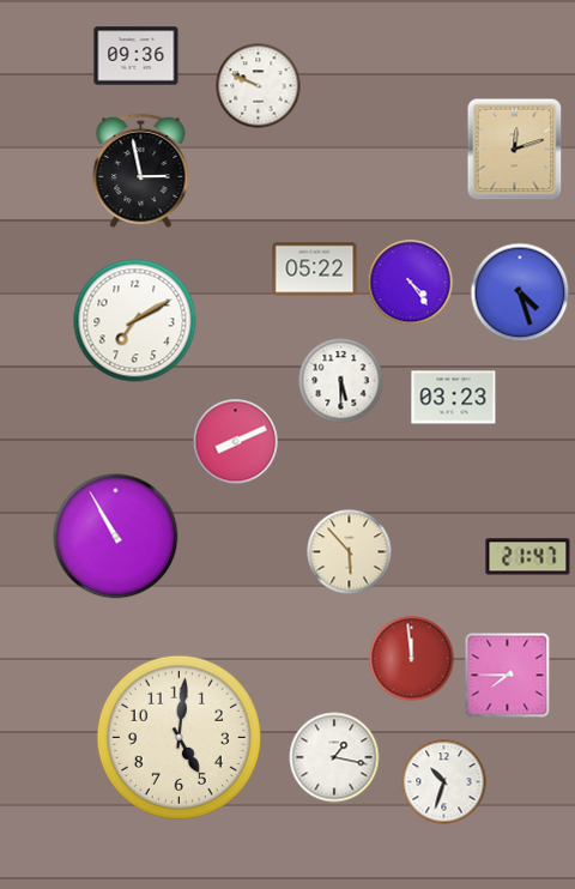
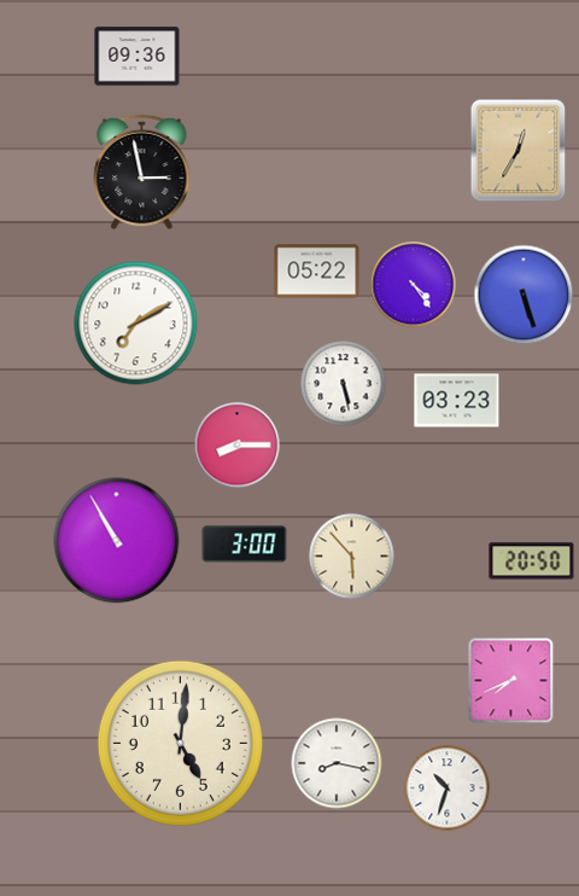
clock at (259, 86): 9:49 -> none
clock at (515, 150): 12:12 -> 12:35
clock at (520, 292): 4:27 -> 5:27
clock at (341, 381): 5:30 -> 5:28
clock at (236, 442): 8:11 -> 8:15
clock at (245, 545): none -> 3:00
clock at (528, 557): 21:47 -> 20:50
clock at (412, 659): 11:59 -> none
clock at (508, 676): 7:45 -> 7:41
clock at (334, 757): 1:17 -> 8:17
